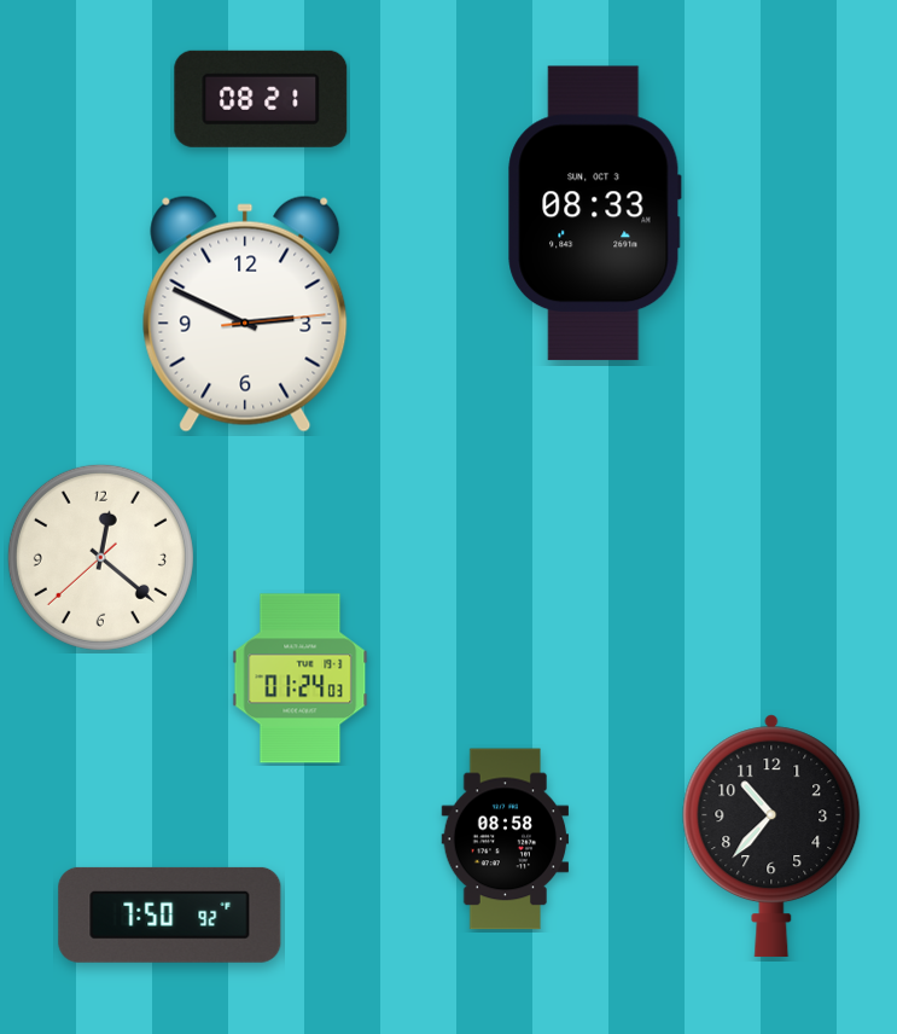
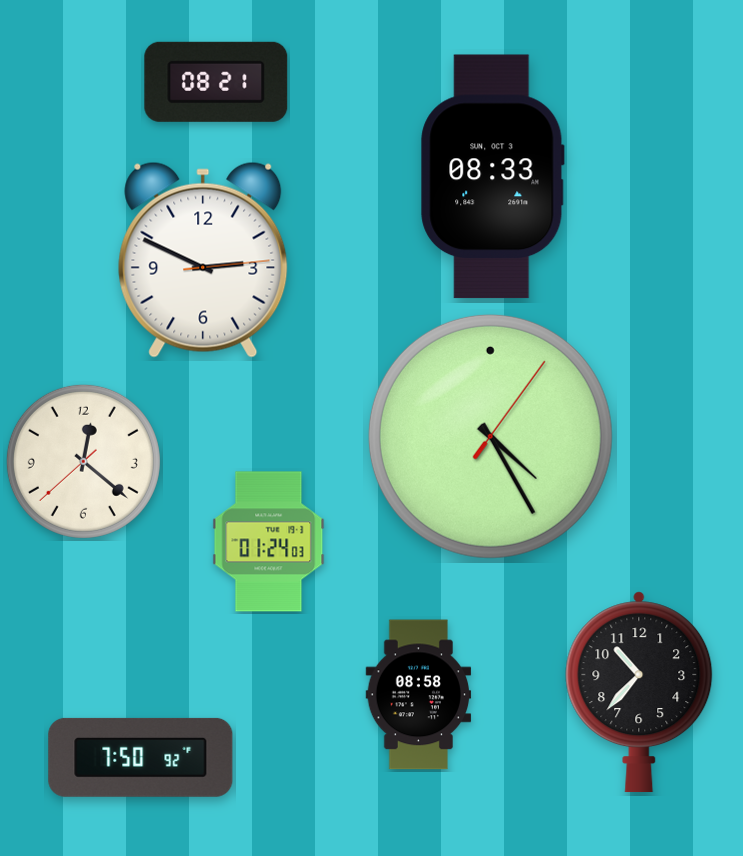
clock at (490, 436): none -> 4:25
clock at (301, 679) position: (301, 679) -> (269, 542)
